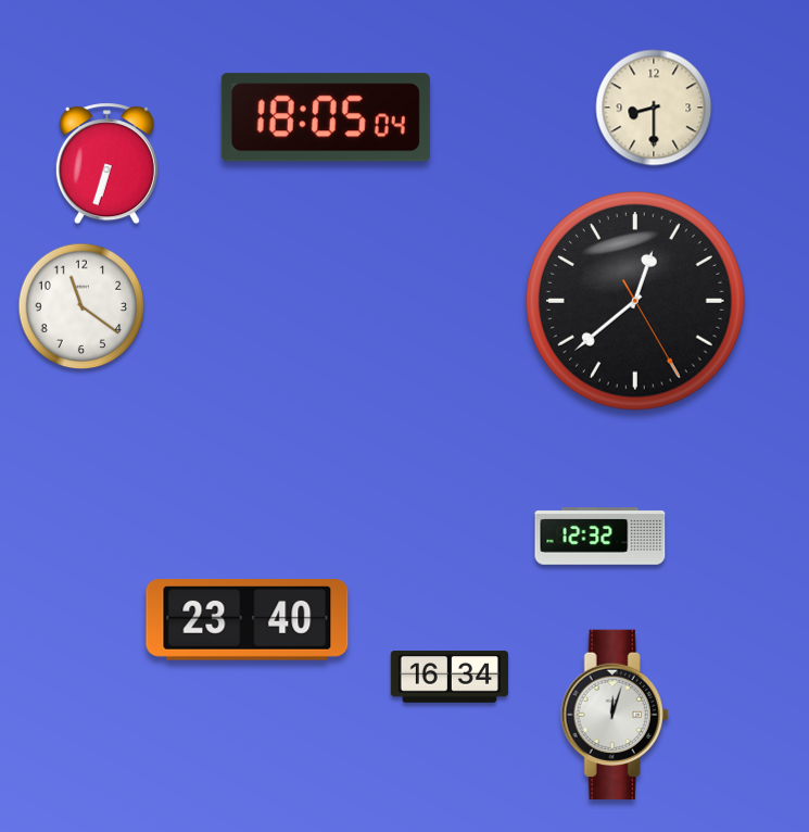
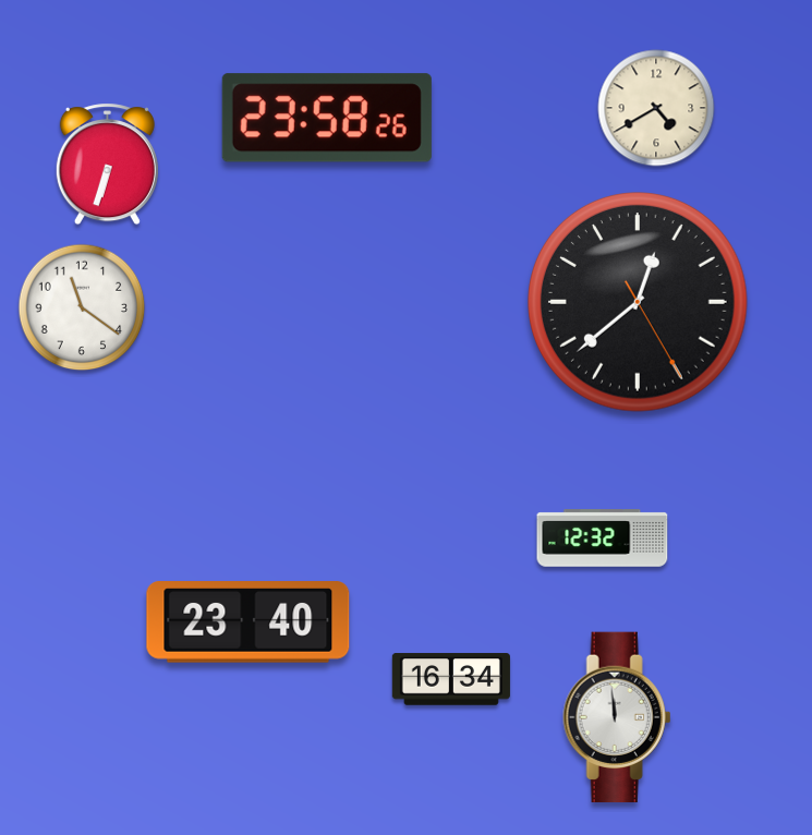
clock at (654, 108): 8:30 -> 4:40
clock at (326, 117): 18:05 -> 23:58
clock at (615, 715): 12:03 -> 11:59
